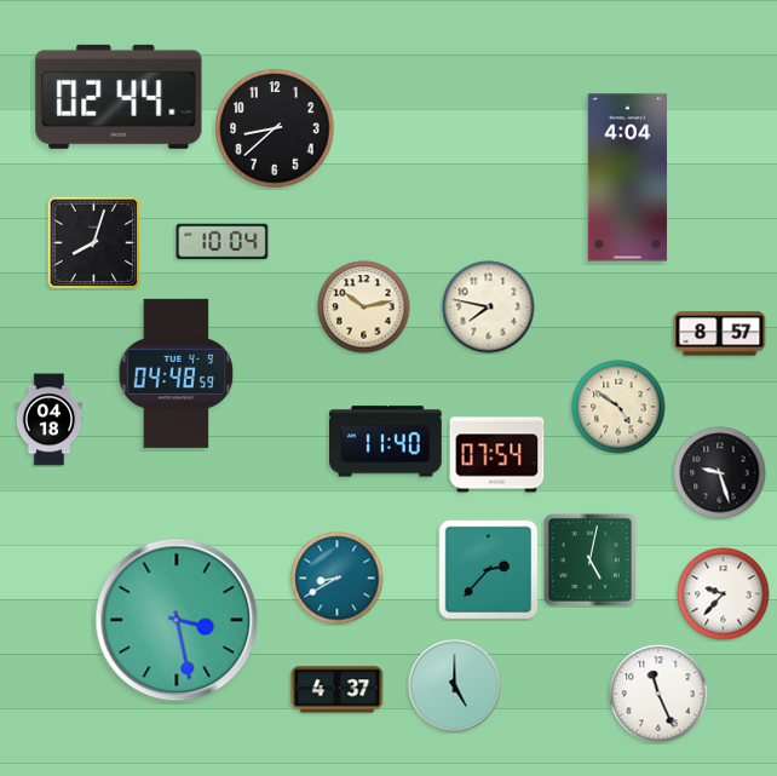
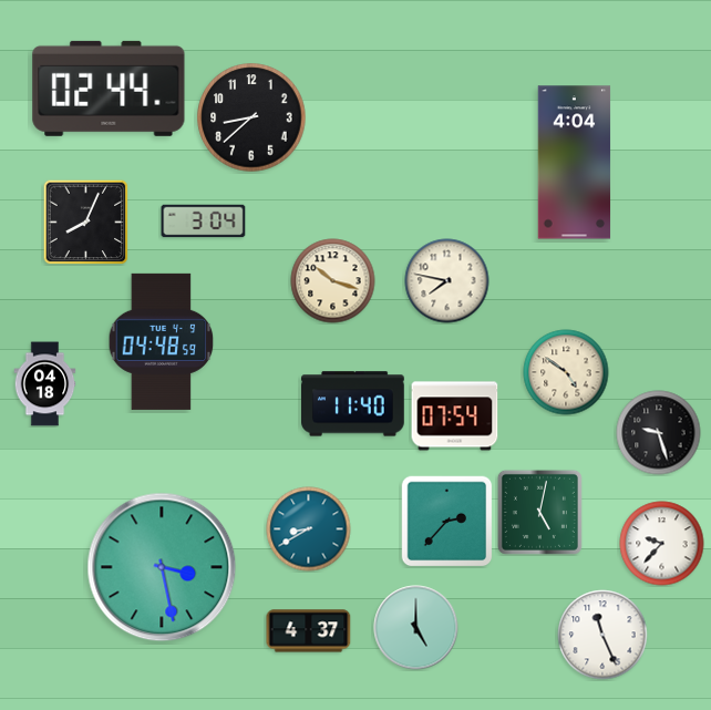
clock at (223, 242): 10:04 -> 3:04
clock at (93, 243): 8:03 -> 8:04
clock at (364, 307): 10:13 -> 10:18
clock at (720, 334): 8:57 -> none
